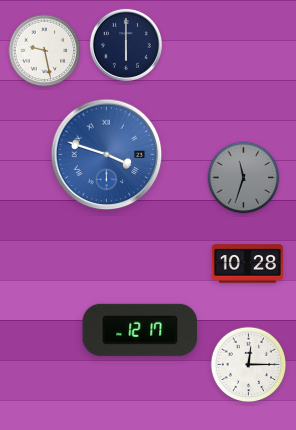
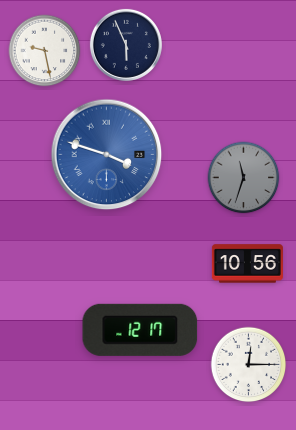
clock at (126, 45): 6:00 -> 5:56
clock at (247, 264): 10:28 -> 10:56
